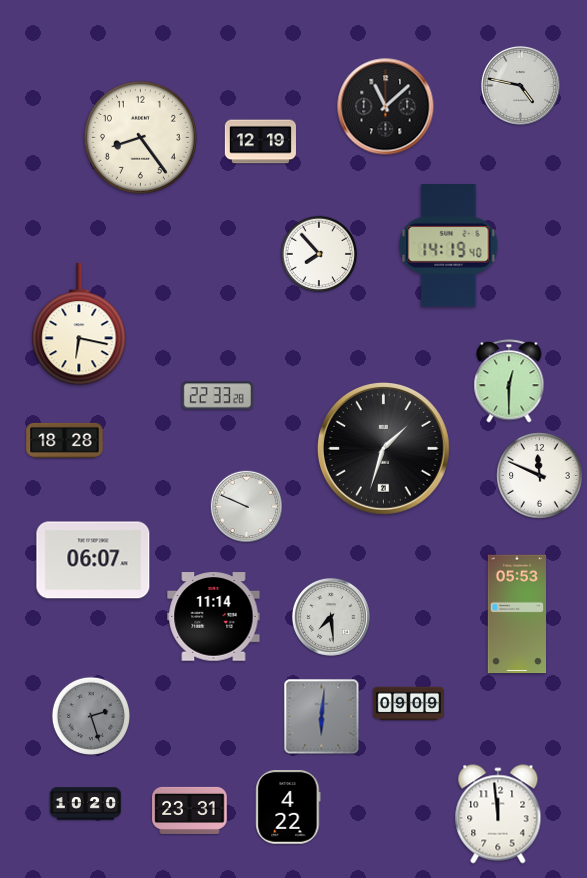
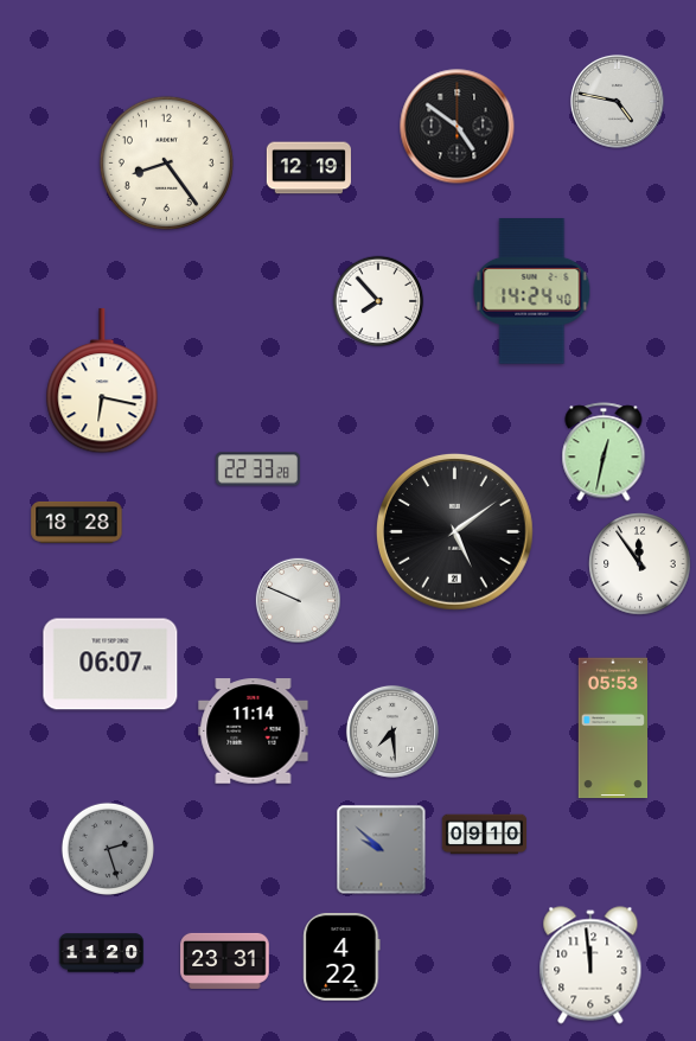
clock at (386, 107): 11:08 -> 4:51
clock at (449, 246): 14:19 -> 14:24
clock at (79, 324) position: (79, 324) -> (102, 381)
clock at (509, 381): 12:30 -> 12:32
clock at (383, 448): 1:33 -> 5:09
clock at (540, 476): 11:49 -> 11:54
clock at (246, 506) position: (246, 506) -> (298, 600)
clock at (408, 704): 09:09 -> 09:10
clock at (322, 717): 6:01 -> 9:52
clock at (85, 804): 10:20 -> 11:20
